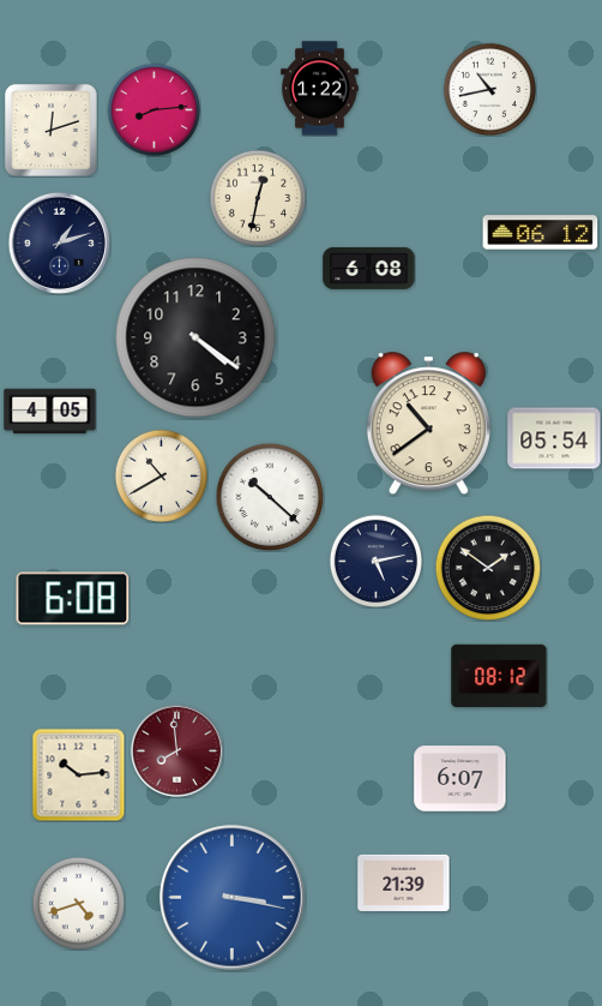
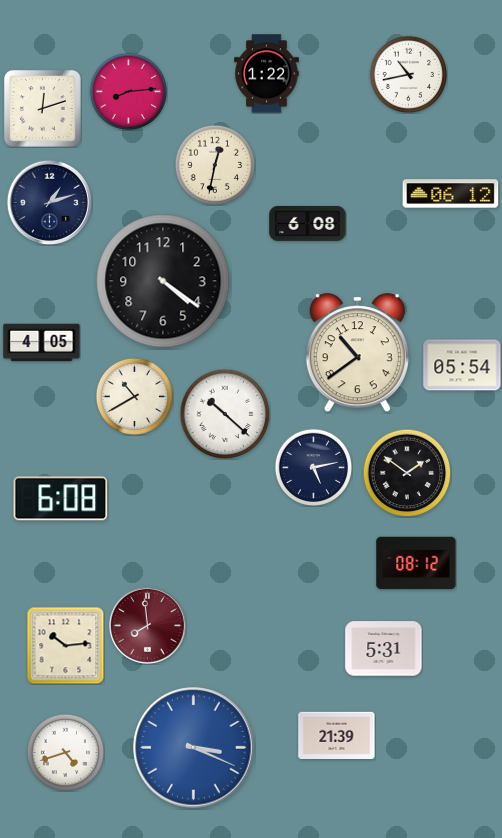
clock at (460, 779): 6:07 -> 5:31
clock at (233, 898): 3:17 -> 3:19
